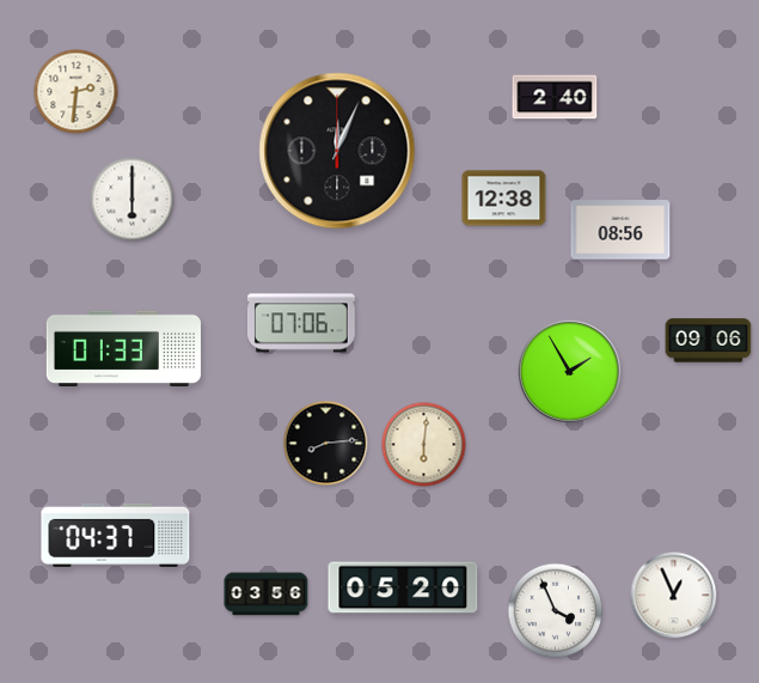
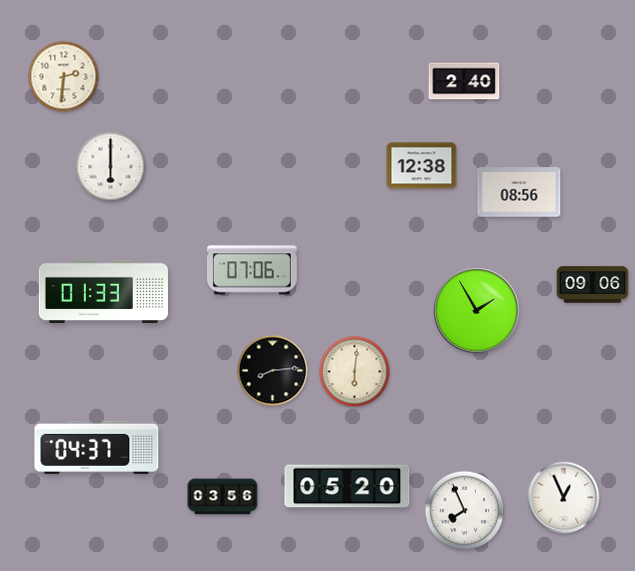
clock at (337, 151): 12:04 -> none
clock at (403, 587) position: (403, 587) -> (347, 486)
clock at (556, 611): 3:56 -> 7:56
